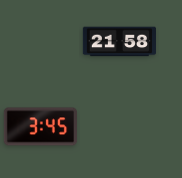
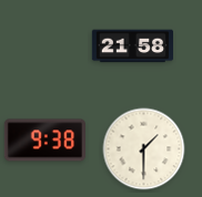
clock at (40, 127): 3:45 -> 9:38
clock at (144, 149): none -> 1:30
